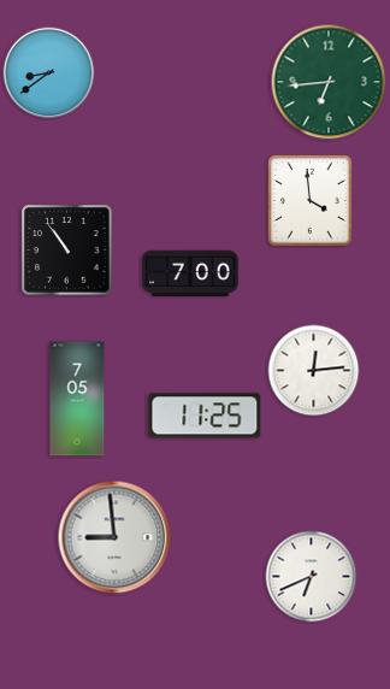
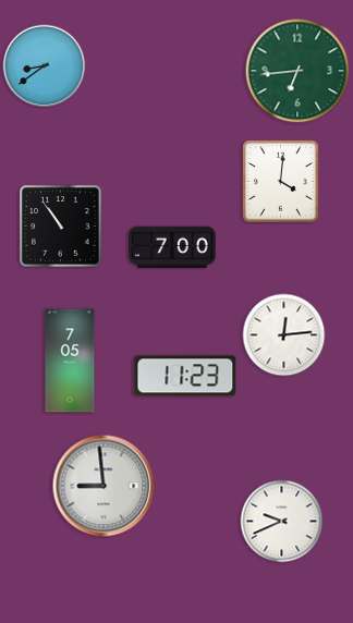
clock at (329, 82) position: (329, 82) -> (297, 71)
clock at (311, 201): 3:59 -> 4:01
clock at (205, 416): 11:25 -> 11:23
clock at (312, 577): 6:41 -> 9:41
